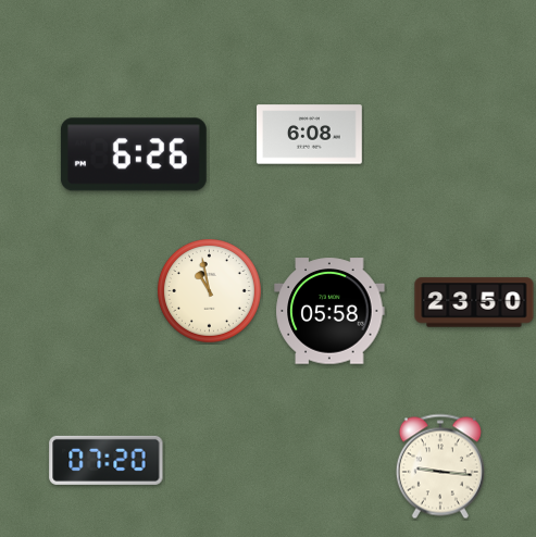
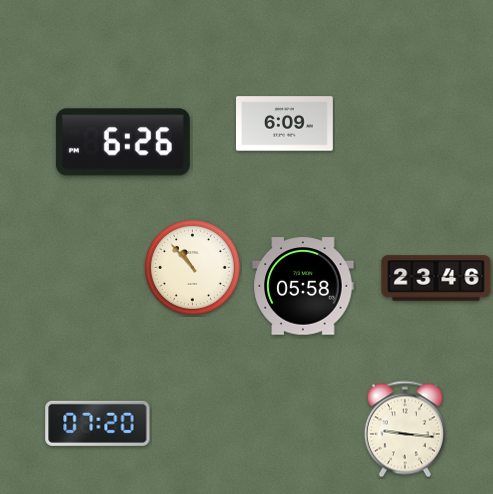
clock at (310, 135): 6:08 -> 6:09
clock at (210, 291): 10:58 -> 10:53
clock at (474, 302): 23:50 -> 23:46
